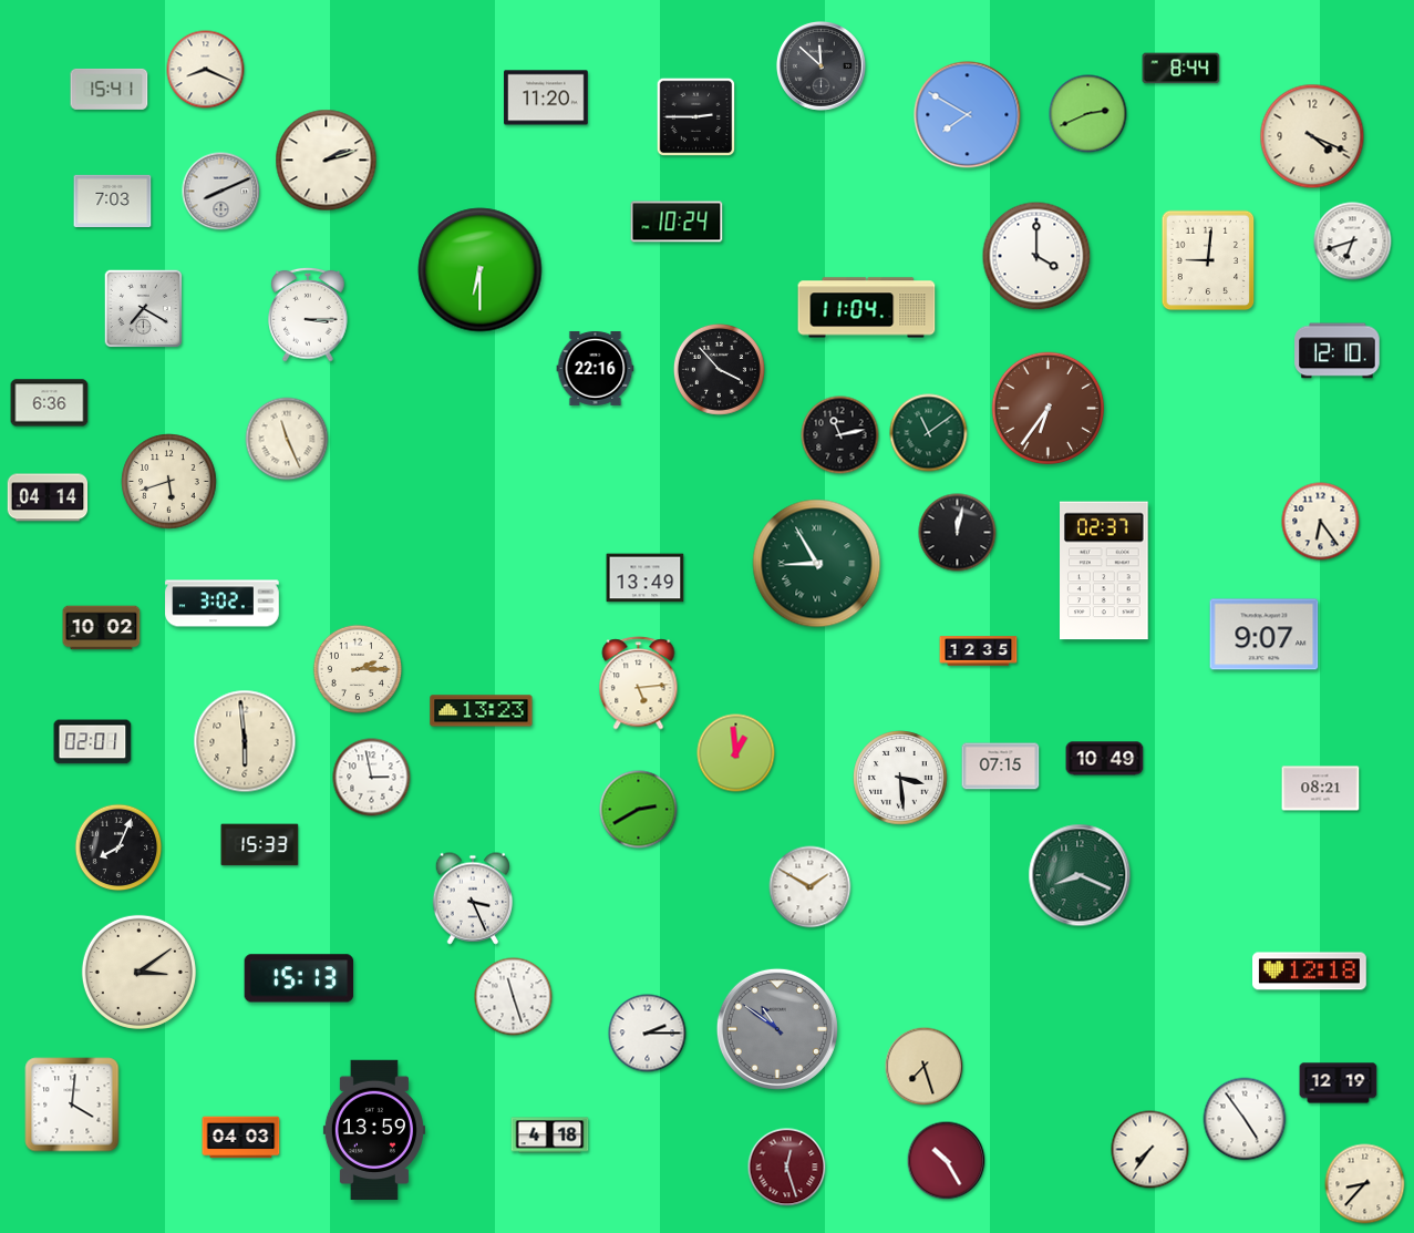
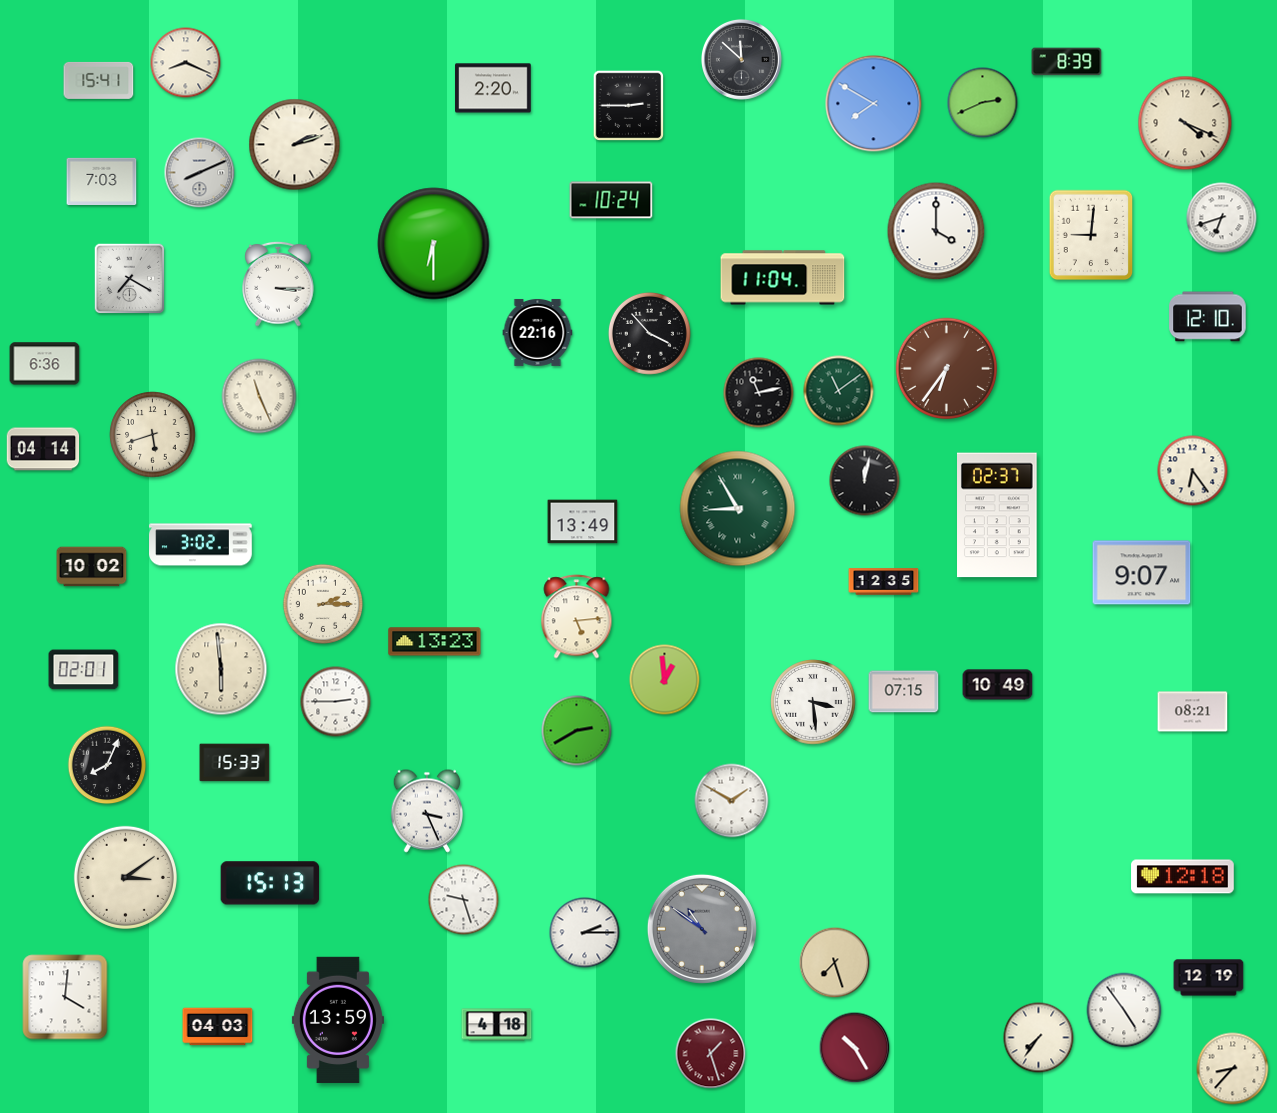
clock at (1181, 69): 8:44 -> 8:39
clock at (546, 97): 11:20 -> 2:20
clock at (979, 651) position: (979, 651) -> (884, 582)
clock at (372, 778): 2:58 -> 2:45
clock at (1080, 875): 8:19 -> none
clock at (514, 997): 11:27 -> 9:27
clock at (787, 1168): 12:27 -> 1:27
